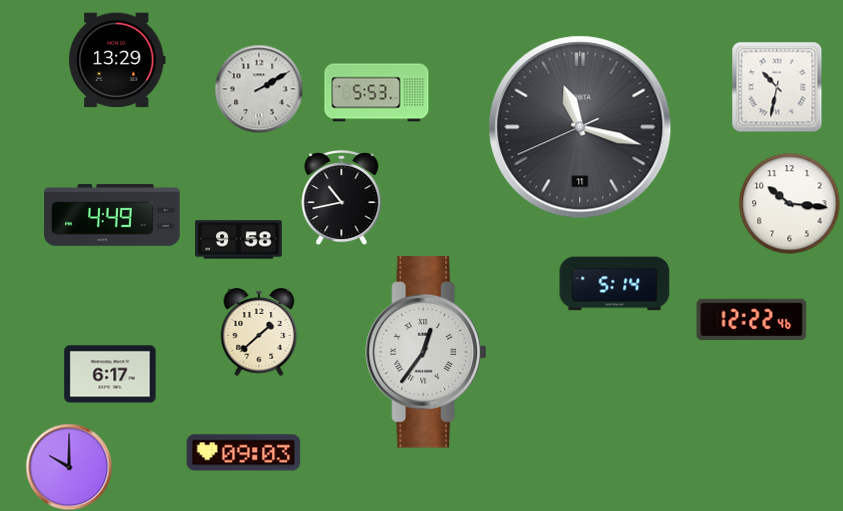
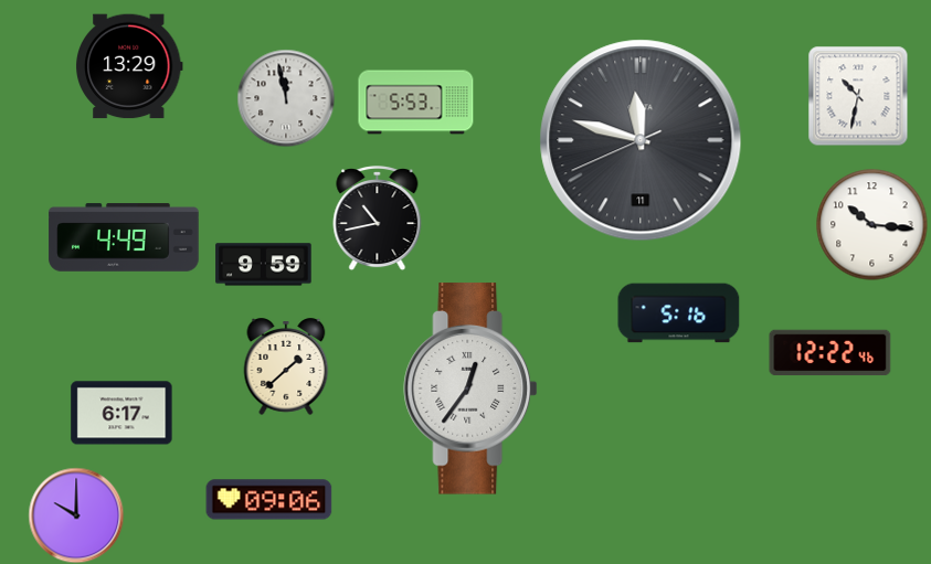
clock at (259, 89): 2:10 -> 11:58
clock at (580, 127): 11:17 -> 11:47
clock at (239, 240): 9:58 -> 9:59
clock at (615, 284): 5:14 -> 5:16
clock at (244, 453): 09:03 -> 09:06
